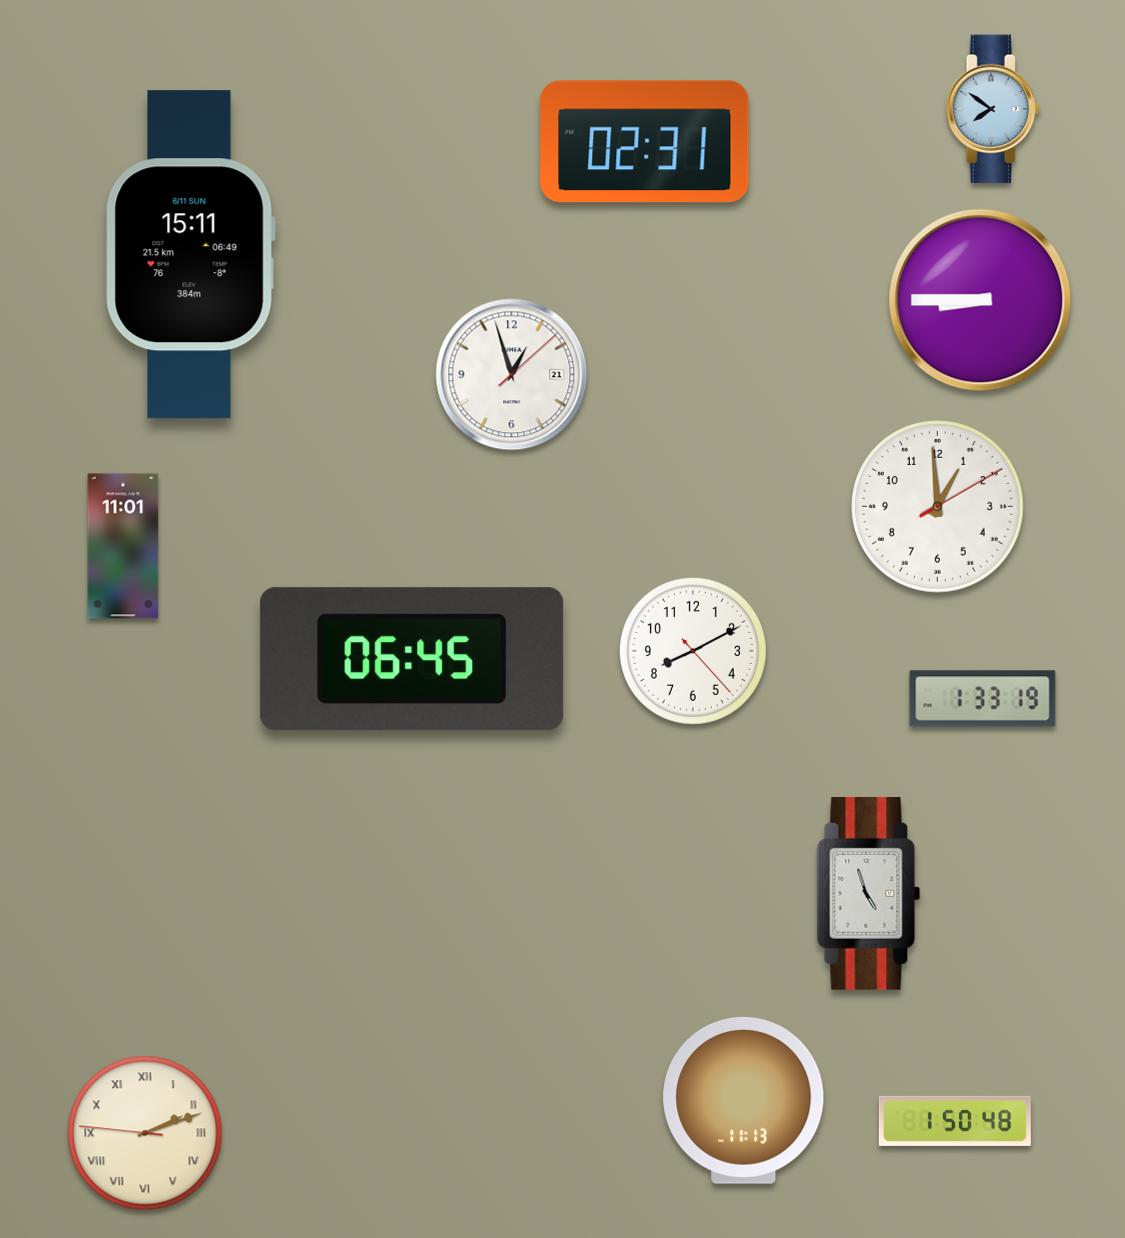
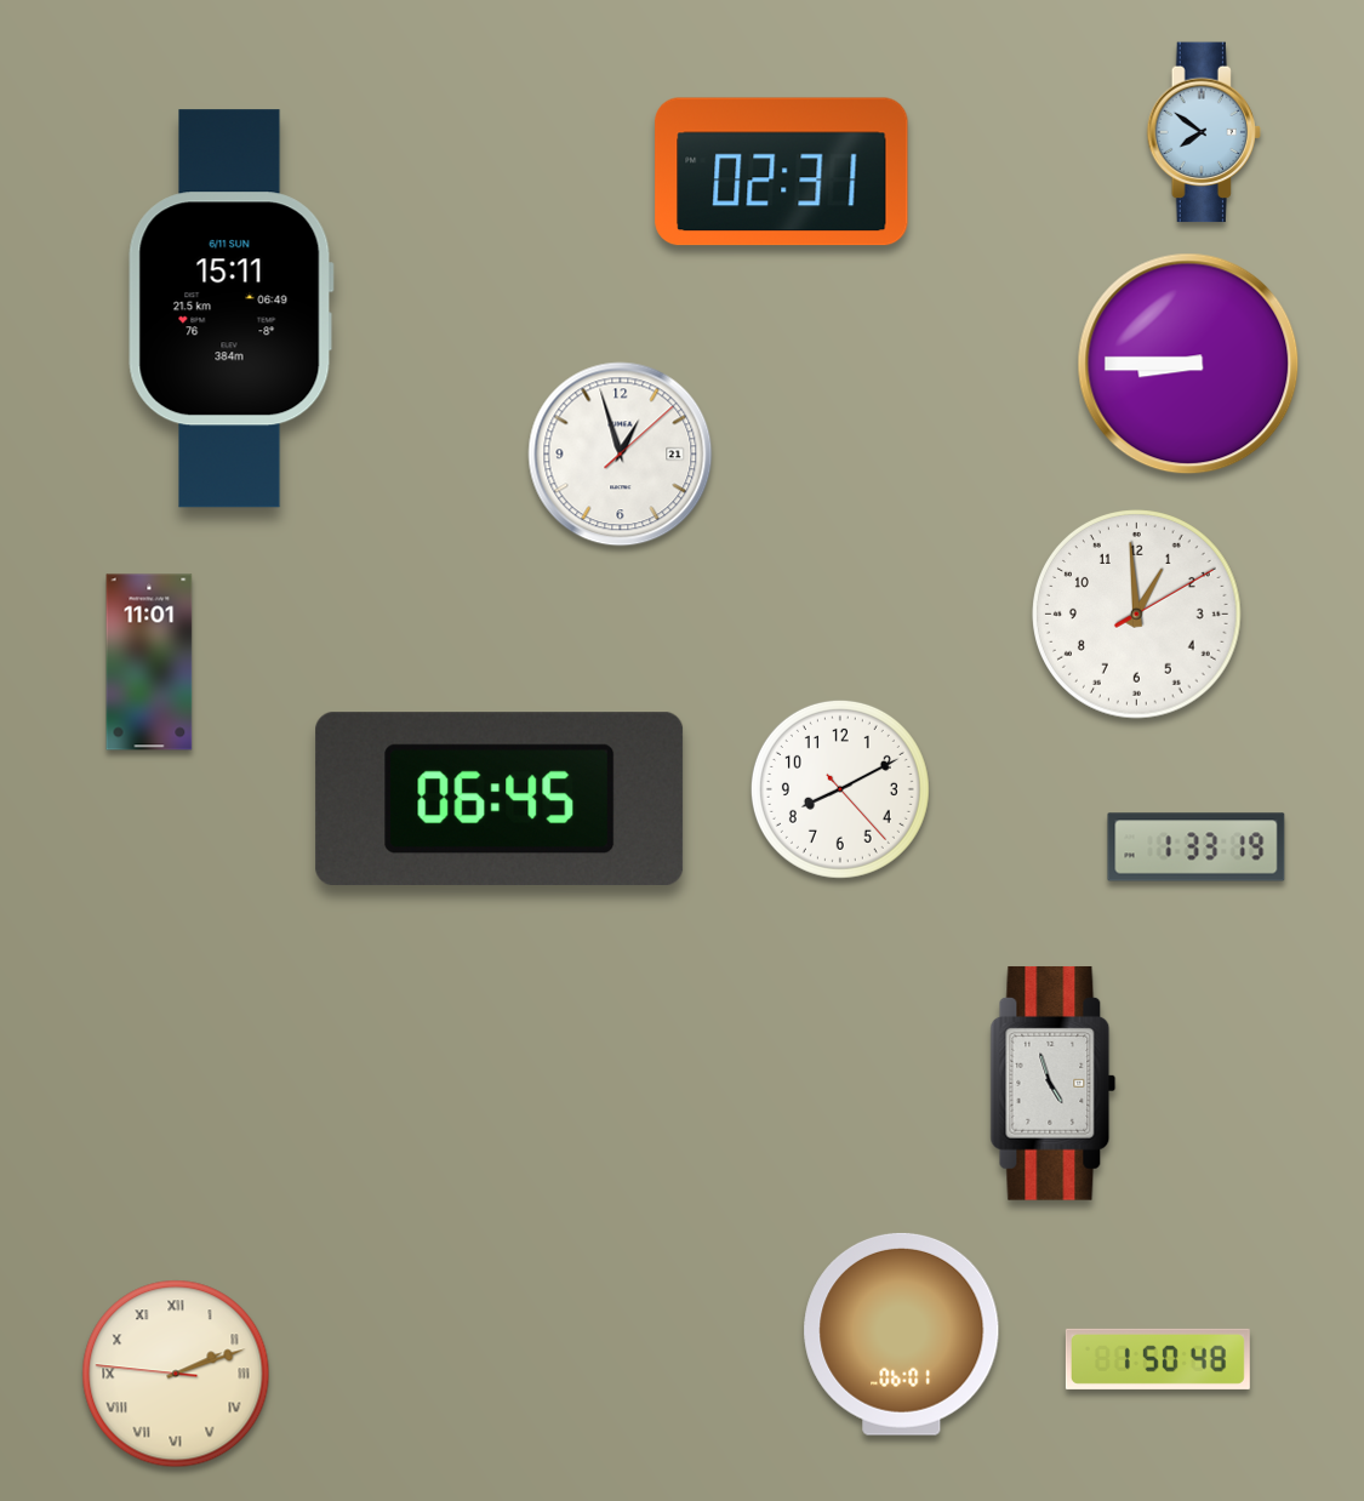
clock at (983, 699) position: (983, 699) -> (1197, 847)
clock at (744, 1100): 11:13 -> 06:01
